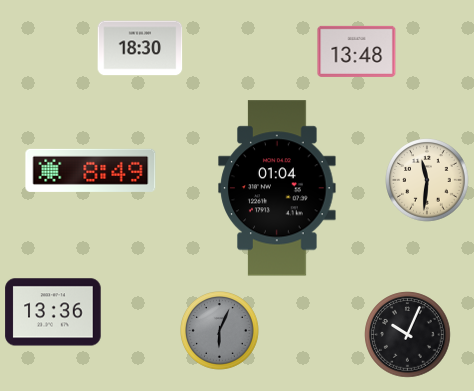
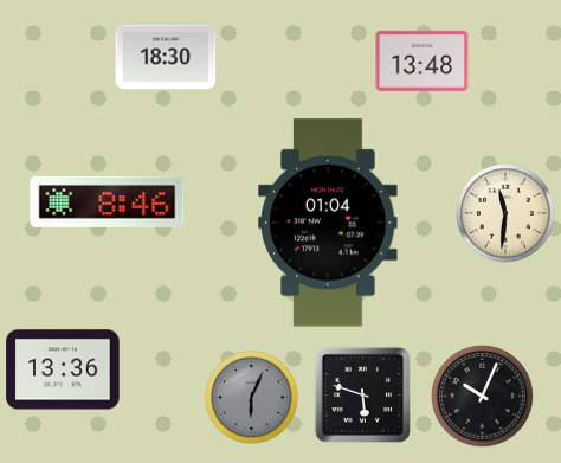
clock at (91, 170): 8:49 -> 8:46
clock at (220, 331) position: (220, 331) -> (252, 398)
clock at (363, 396): none -> 5:48
